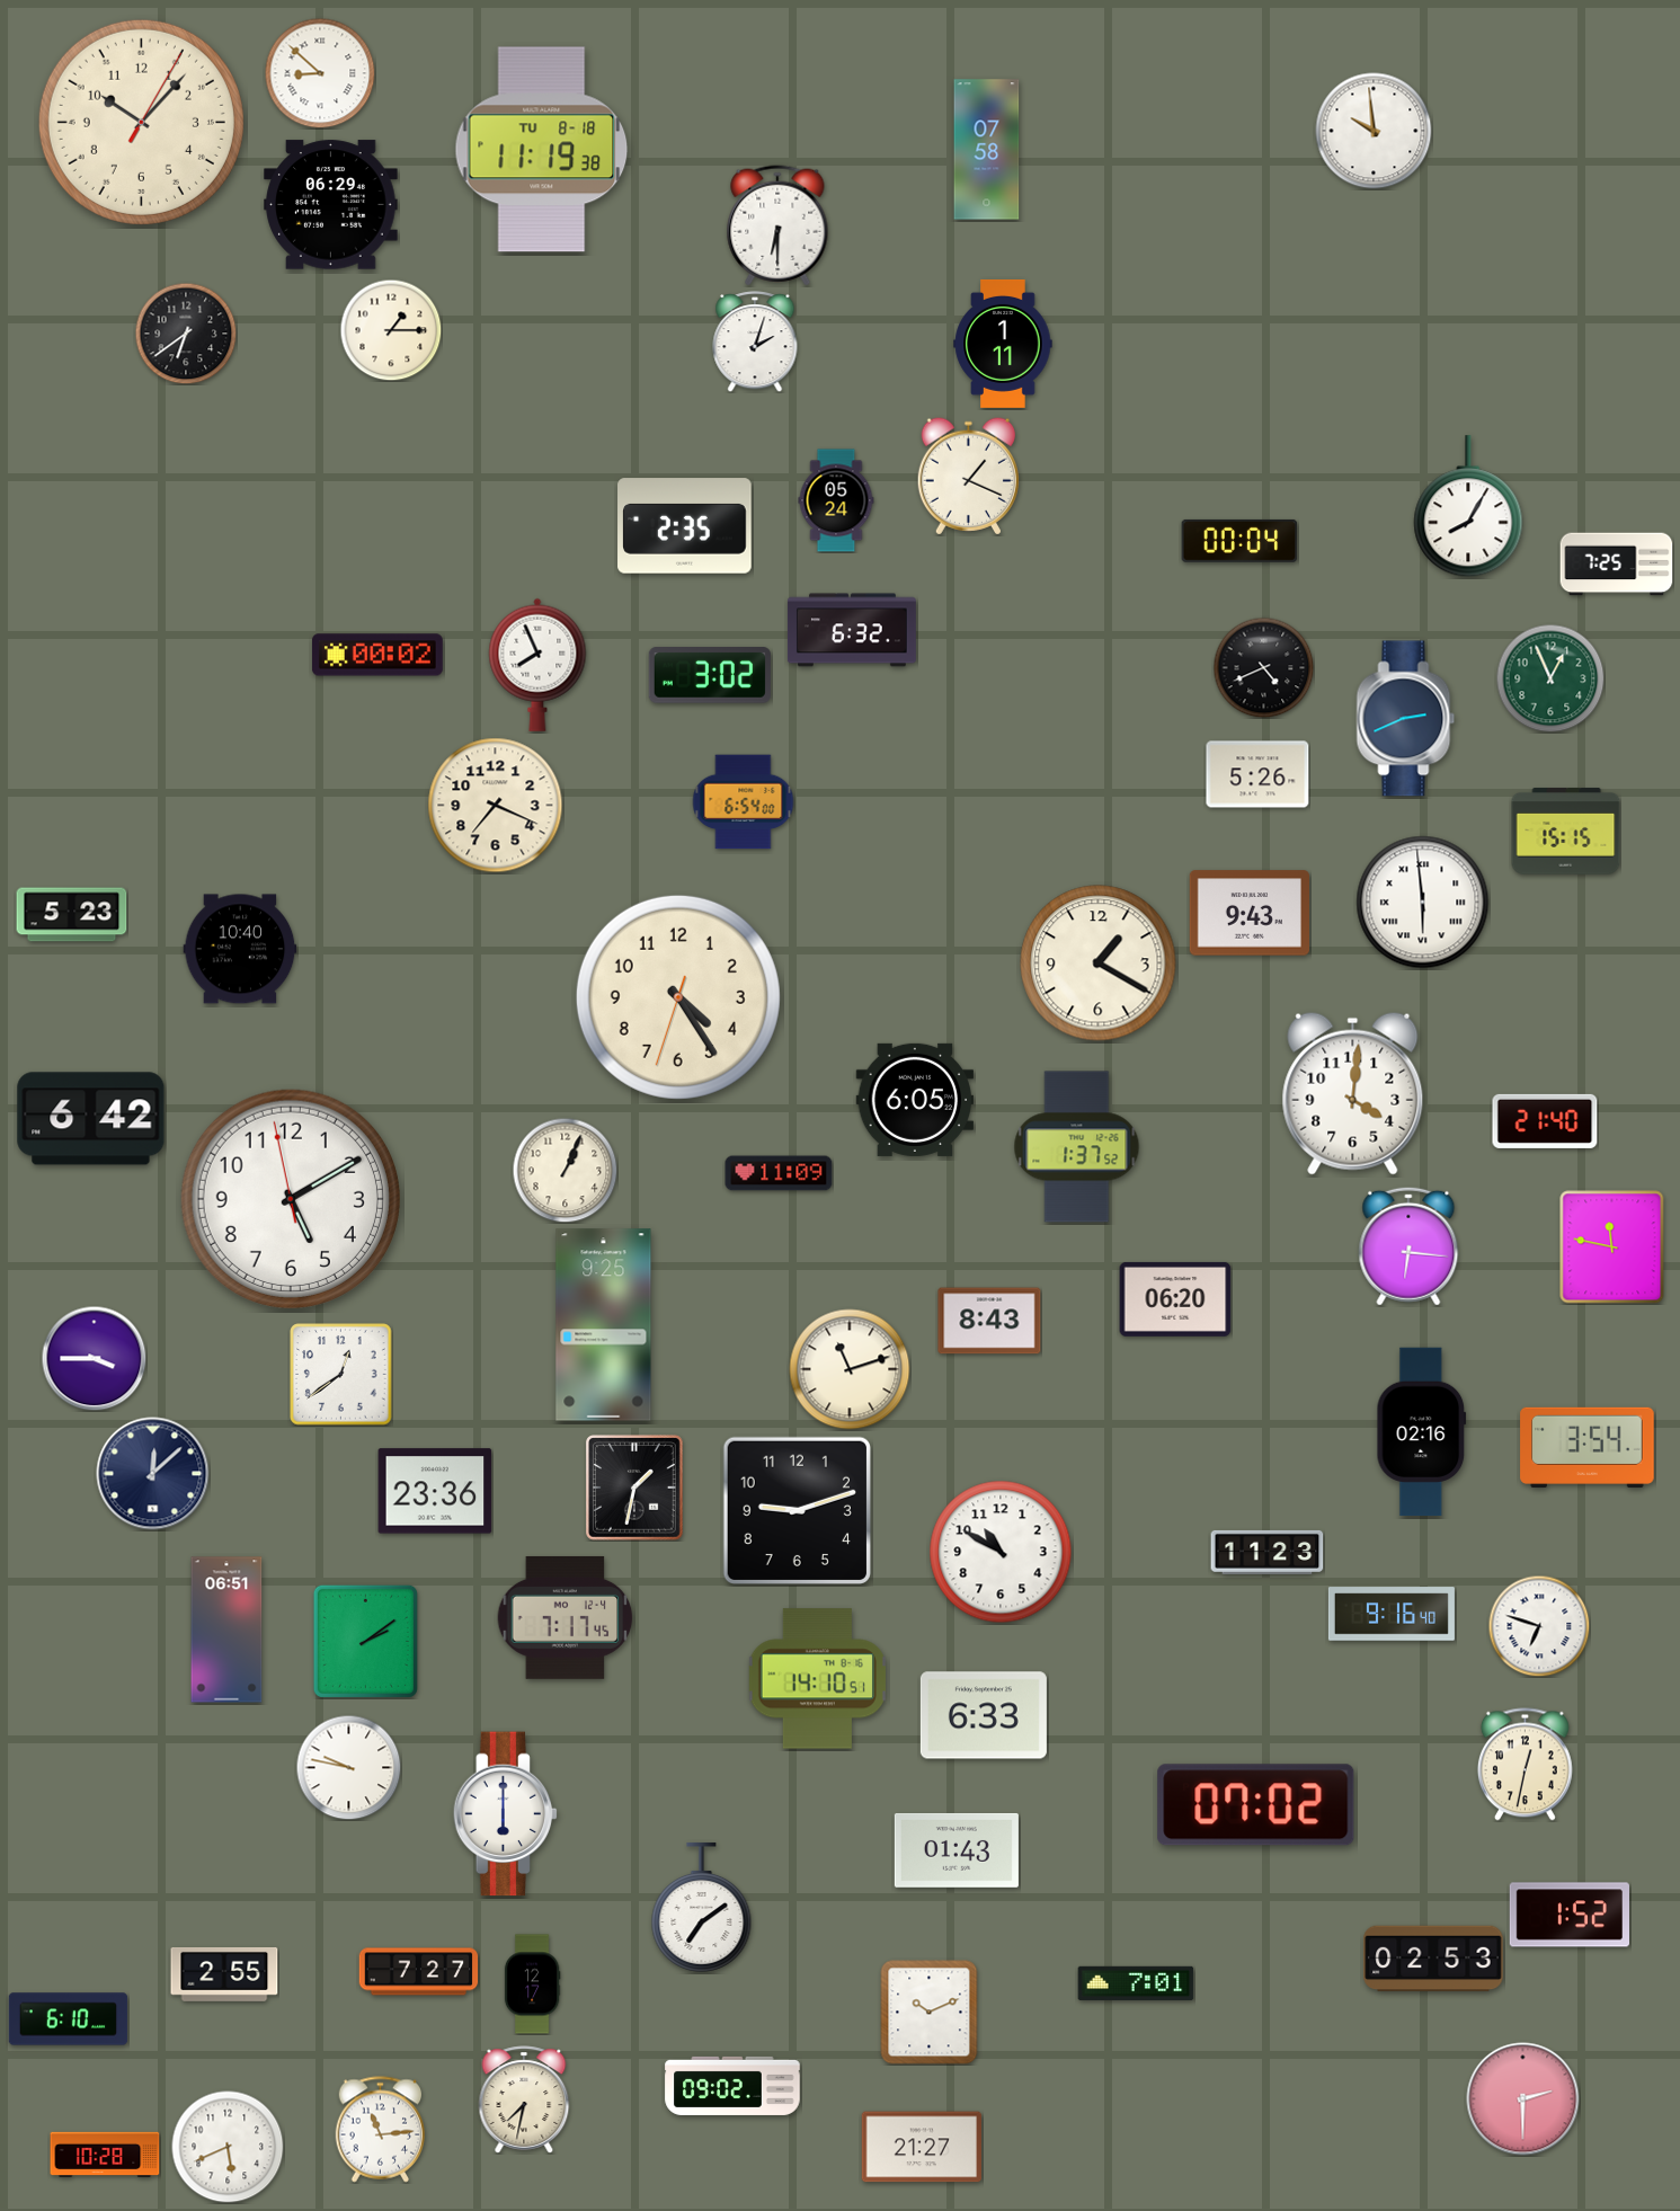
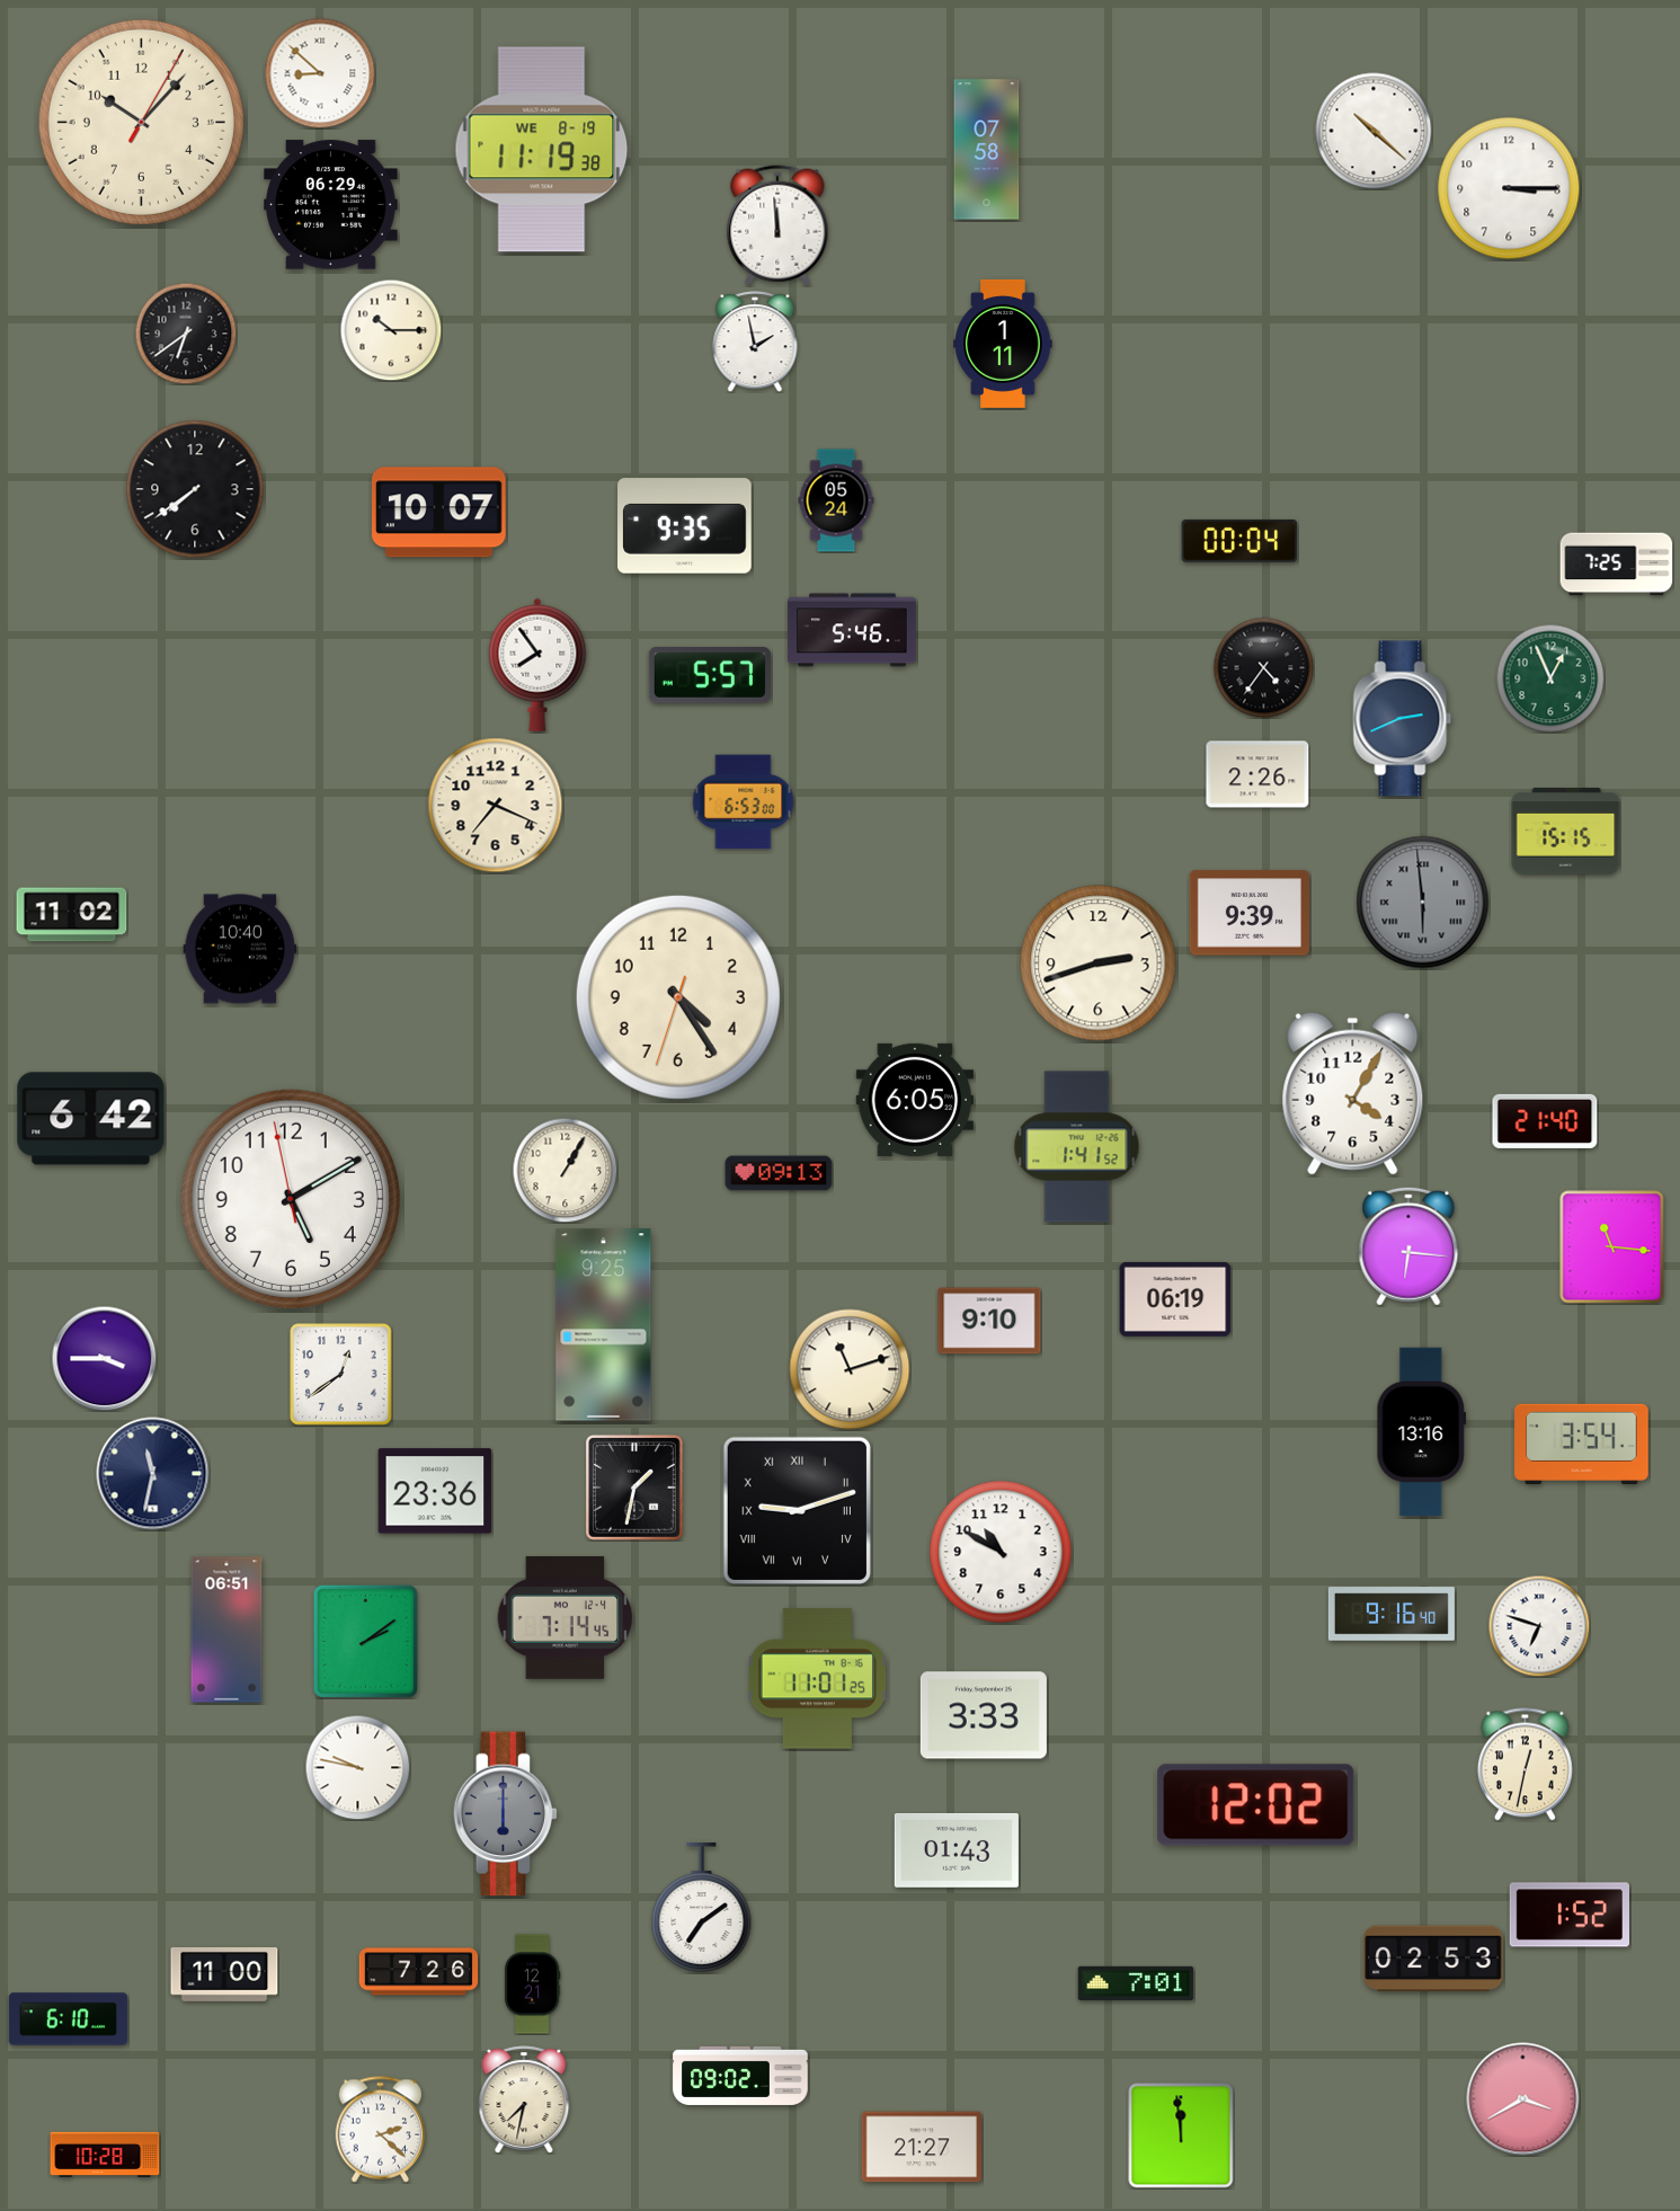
clock at (1374, 131): 9:59 -> 10:22
clock at (542, 150) date: TU 8-18 -> WE 8-19
clock at (1509, 188): none -> 3:15
clock at (777, 225): 6:30 -> 11:59
clock at (391, 330): 1:15 -> 10:15
clock at (755, 341): 2:03 -> 1:58
clock at (968, 477): 1:19 -> none
clock at (195, 489): none -> 7:39
clock at (1468, 507): 8:05 -> none
clock at (439, 513): none -> 10:07
clock at (685, 526): 2:35 -> 9:35
clock at (852, 630): 6:32 -> 5:46
clock at (377, 655): 00:02 -> none
clock at (537, 665): 7:56 -> 7:54
clock at (1263, 667): 4:41 -> 4:36
clock at (710, 675): 3:02 -> 5:57
clock at (1406, 719) position: (1406, 719) -> (1403, 719)
clock at (1257, 774): 5:26 -> 2:26
clock at (743, 802): 6:54 -> 6:53
clock at (1423, 903) dial: white -> grey
clock at (1248, 913): 9:43 -> 9:39
clock at (72, 915): 5:23 -> 11:02
clock at (1099, 964): 1:20 -> 2:42
clock at (1353, 1093): 4:01 -> 4:05
clock at (1077, 1147): 1:37 -> 1:41
clock at (565, 1170): 1:04 -> 1:05
clock at (779, 1173): 11:09 -> 09:13
clock at (1612, 1247): 11:47 -> 11:16
clock at (1175, 1299): 06:20 -> 06:19
clock at (989, 1321): 8:43 -> 9:10
clock at (94, 1358) position: (94, 1358) -> (104, 1358)
clock at (1422, 1432): 02:16 -> 13:16
clock at (1588, 1447) position: (1588, 1447) -> (1582, 1444)
clock at (153, 1474): 12:08 -> 11:32
clock at (797, 1510) numerals: Arabic -> Roman
clock at (1268, 1552): 11:23 -> none
clock at (566, 1617): 7:17 -> 7:14
clock at (817, 1679): 14:10 -> 11:01
clock at (984, 1715): 6:33 -> 3:33
clock at (348, 1767) position: (348, 1767) -> (357, 1767)
clock at (1256, 1805): 07:02 -> 12:02
clock at (506, 1814) dial: white -> grey
clock at (419, 1972): 7:27 -> 7:26
clock at (224, 1974): 2:55 -> 11:00
clock at (532, 1984): 12:17 -> 12:21
clock at (930, 2013): 10:11 -> none
clock at (732, 2086) position: (732, 2086) -> (740, 2076)
clock at (1523, 2099): 2:30 -> 3:40
clock at (381, 2130): 11:14 -> 2:22
clock at (1181, 2135): none -> 11:59
clock at (228, 2147): 5:41 -> none
